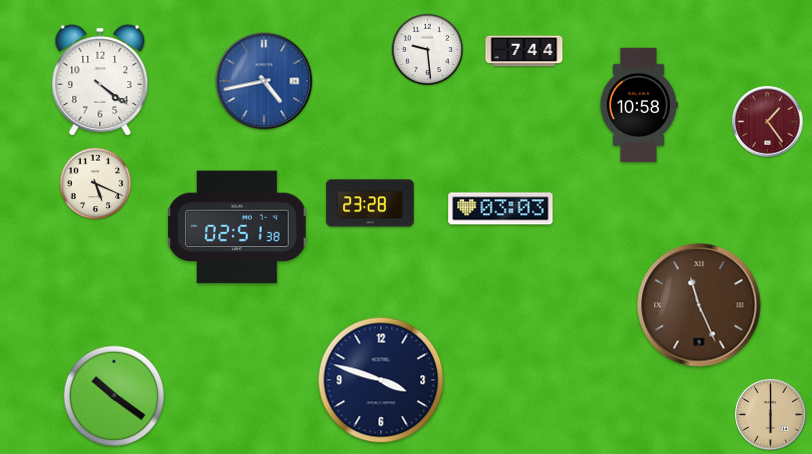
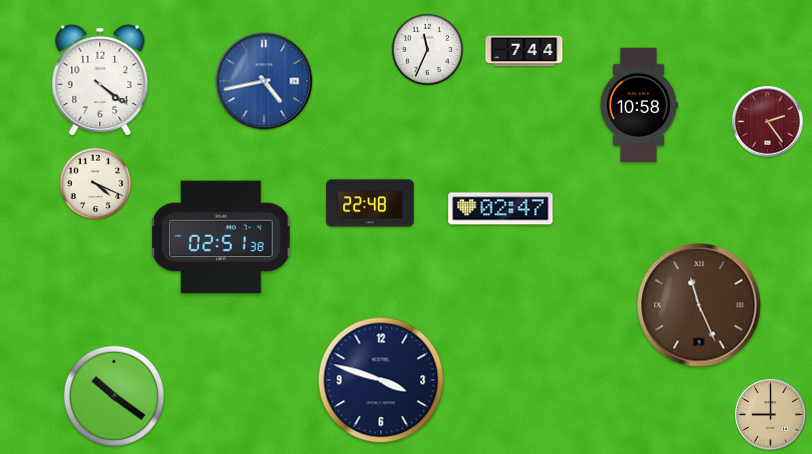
clock at (428, 50): 9:29 -> 11:34
clock at (768, 122): 1:24 -> 2:24
clock at (96, 184): 5:19 -> 4:19
clock at (370, 203): 23:28 -> 22:48
clock at (501, 209): 03:03 -> 02:47
clock at (237, 227) position: (237, 227) -> (221, 237)
clock at (771, 415): 6:00 -> 9:00
